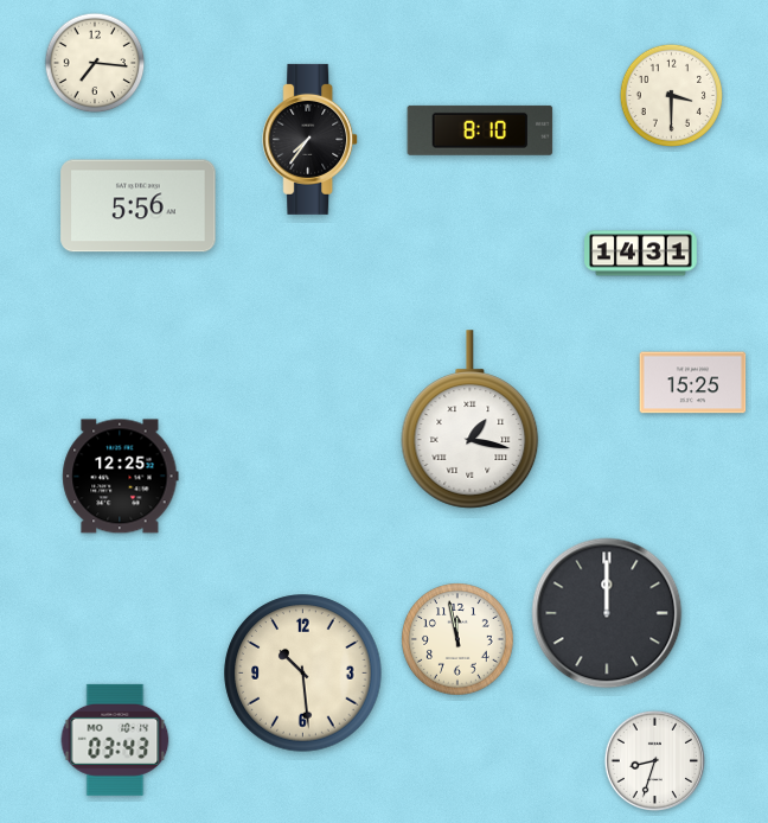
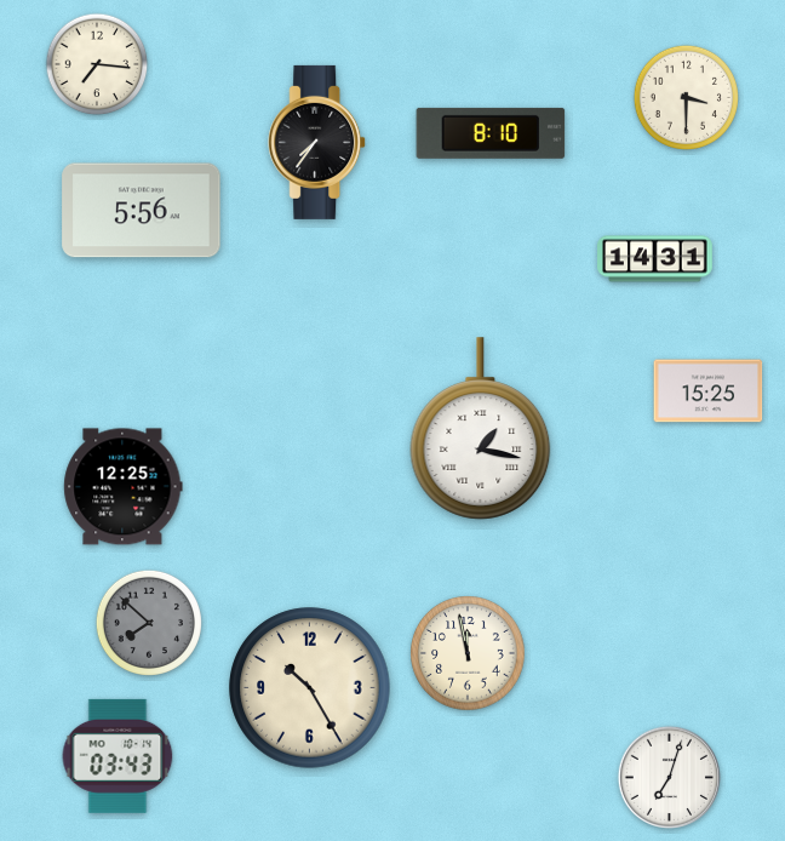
clock at (149, 623): none -> 7:52
clock at (607, 613): 12:00 -> none
clock at (303, 674): 10:29 -> 10:25
clock at (654, 760): 8:33 -> 7:03
